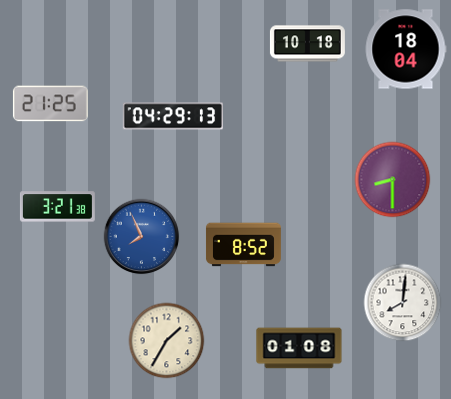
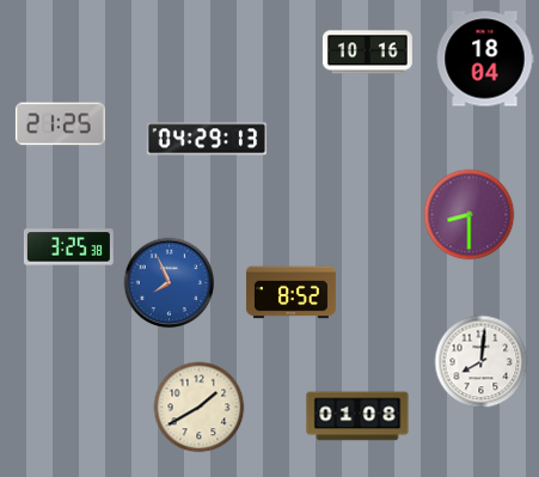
clock at (307, 44): 10:18 -> 10:16
clock at (57, 207): 3:21 -> 3:25
clock at (167, 341): 1:35 -> 1:40
